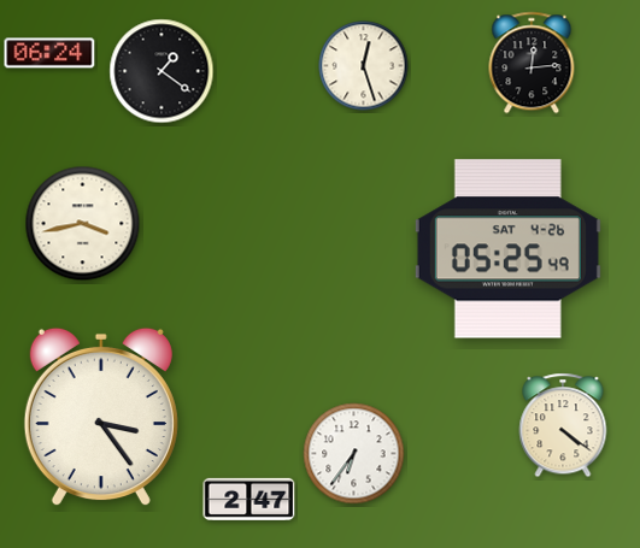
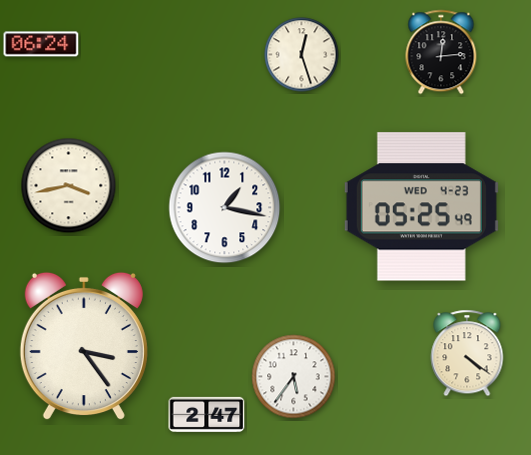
clock at (162, 71): 1:21 -> none
clock at (507, 249) date: SAT 4-26 -> WED 4-23
clock at (225, 208): none -> 1:17
clock at (354, 454): 6:36 -> 5:36
